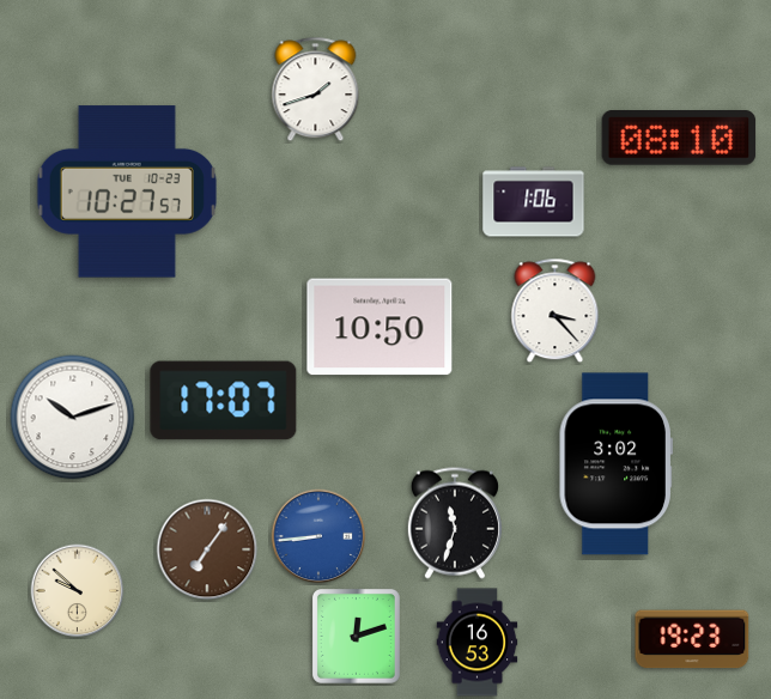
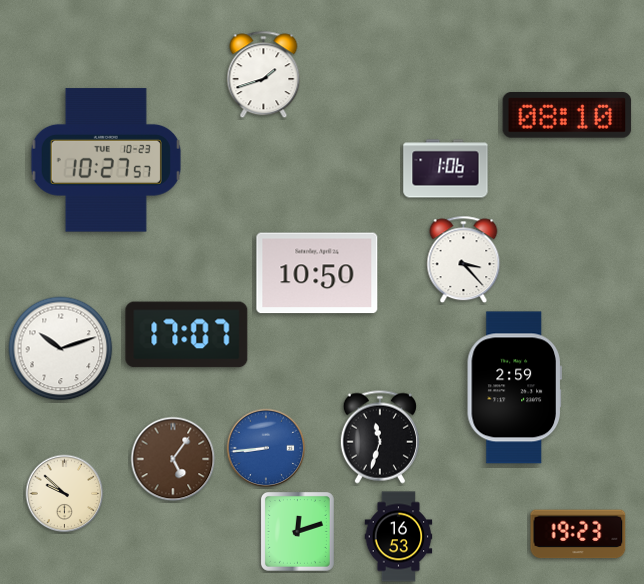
clock at (615, 464): 3:02 -> 2:59
clock at (207, 549): 7:06 -> 5:06
